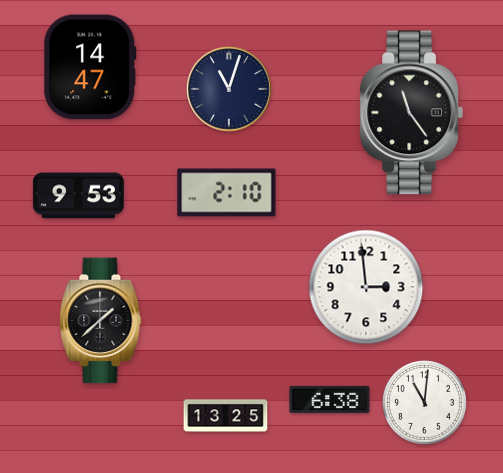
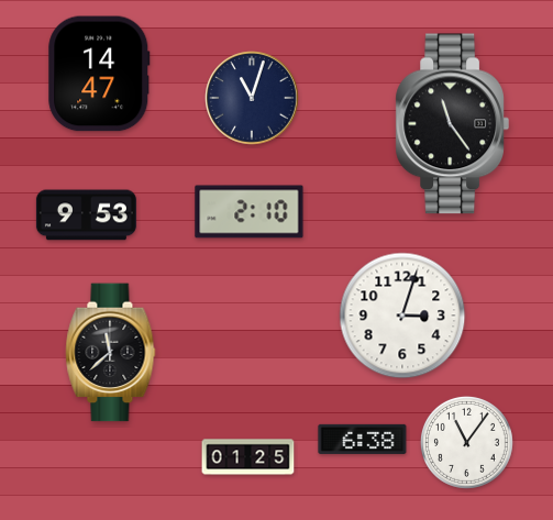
clock at (366, 287): 2:59 -> 3:03
clock at (101, 321): 1:38 -> 11:38
clock at (424, 402): 11:01 -> 11:06
clock at (226, 416): 13:25 -> 01:25
